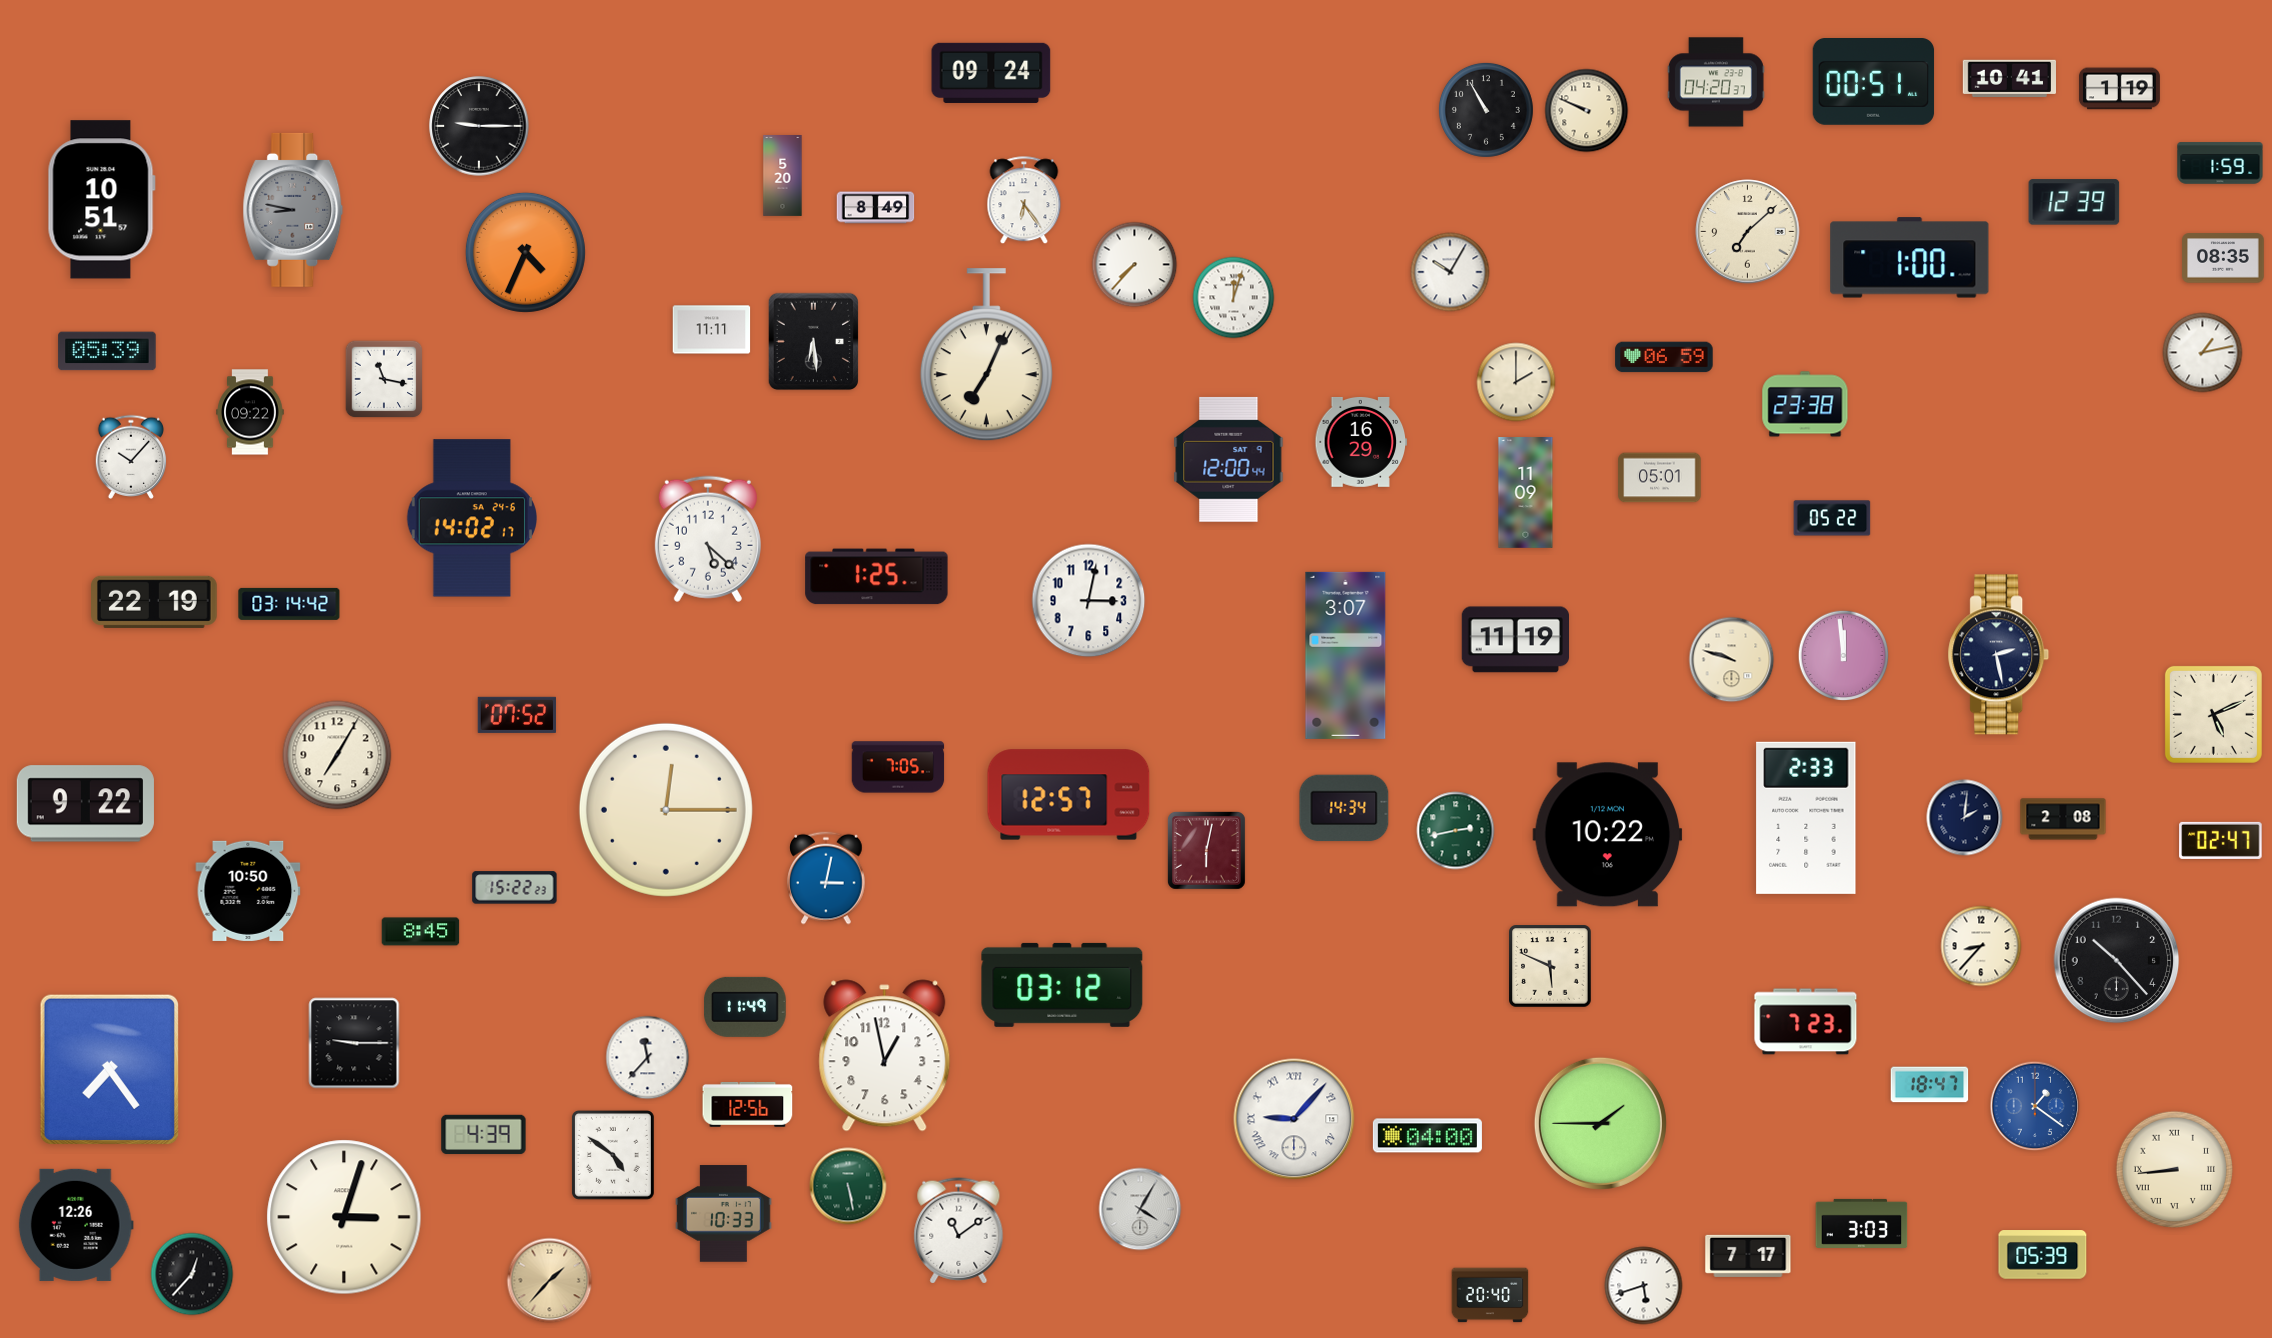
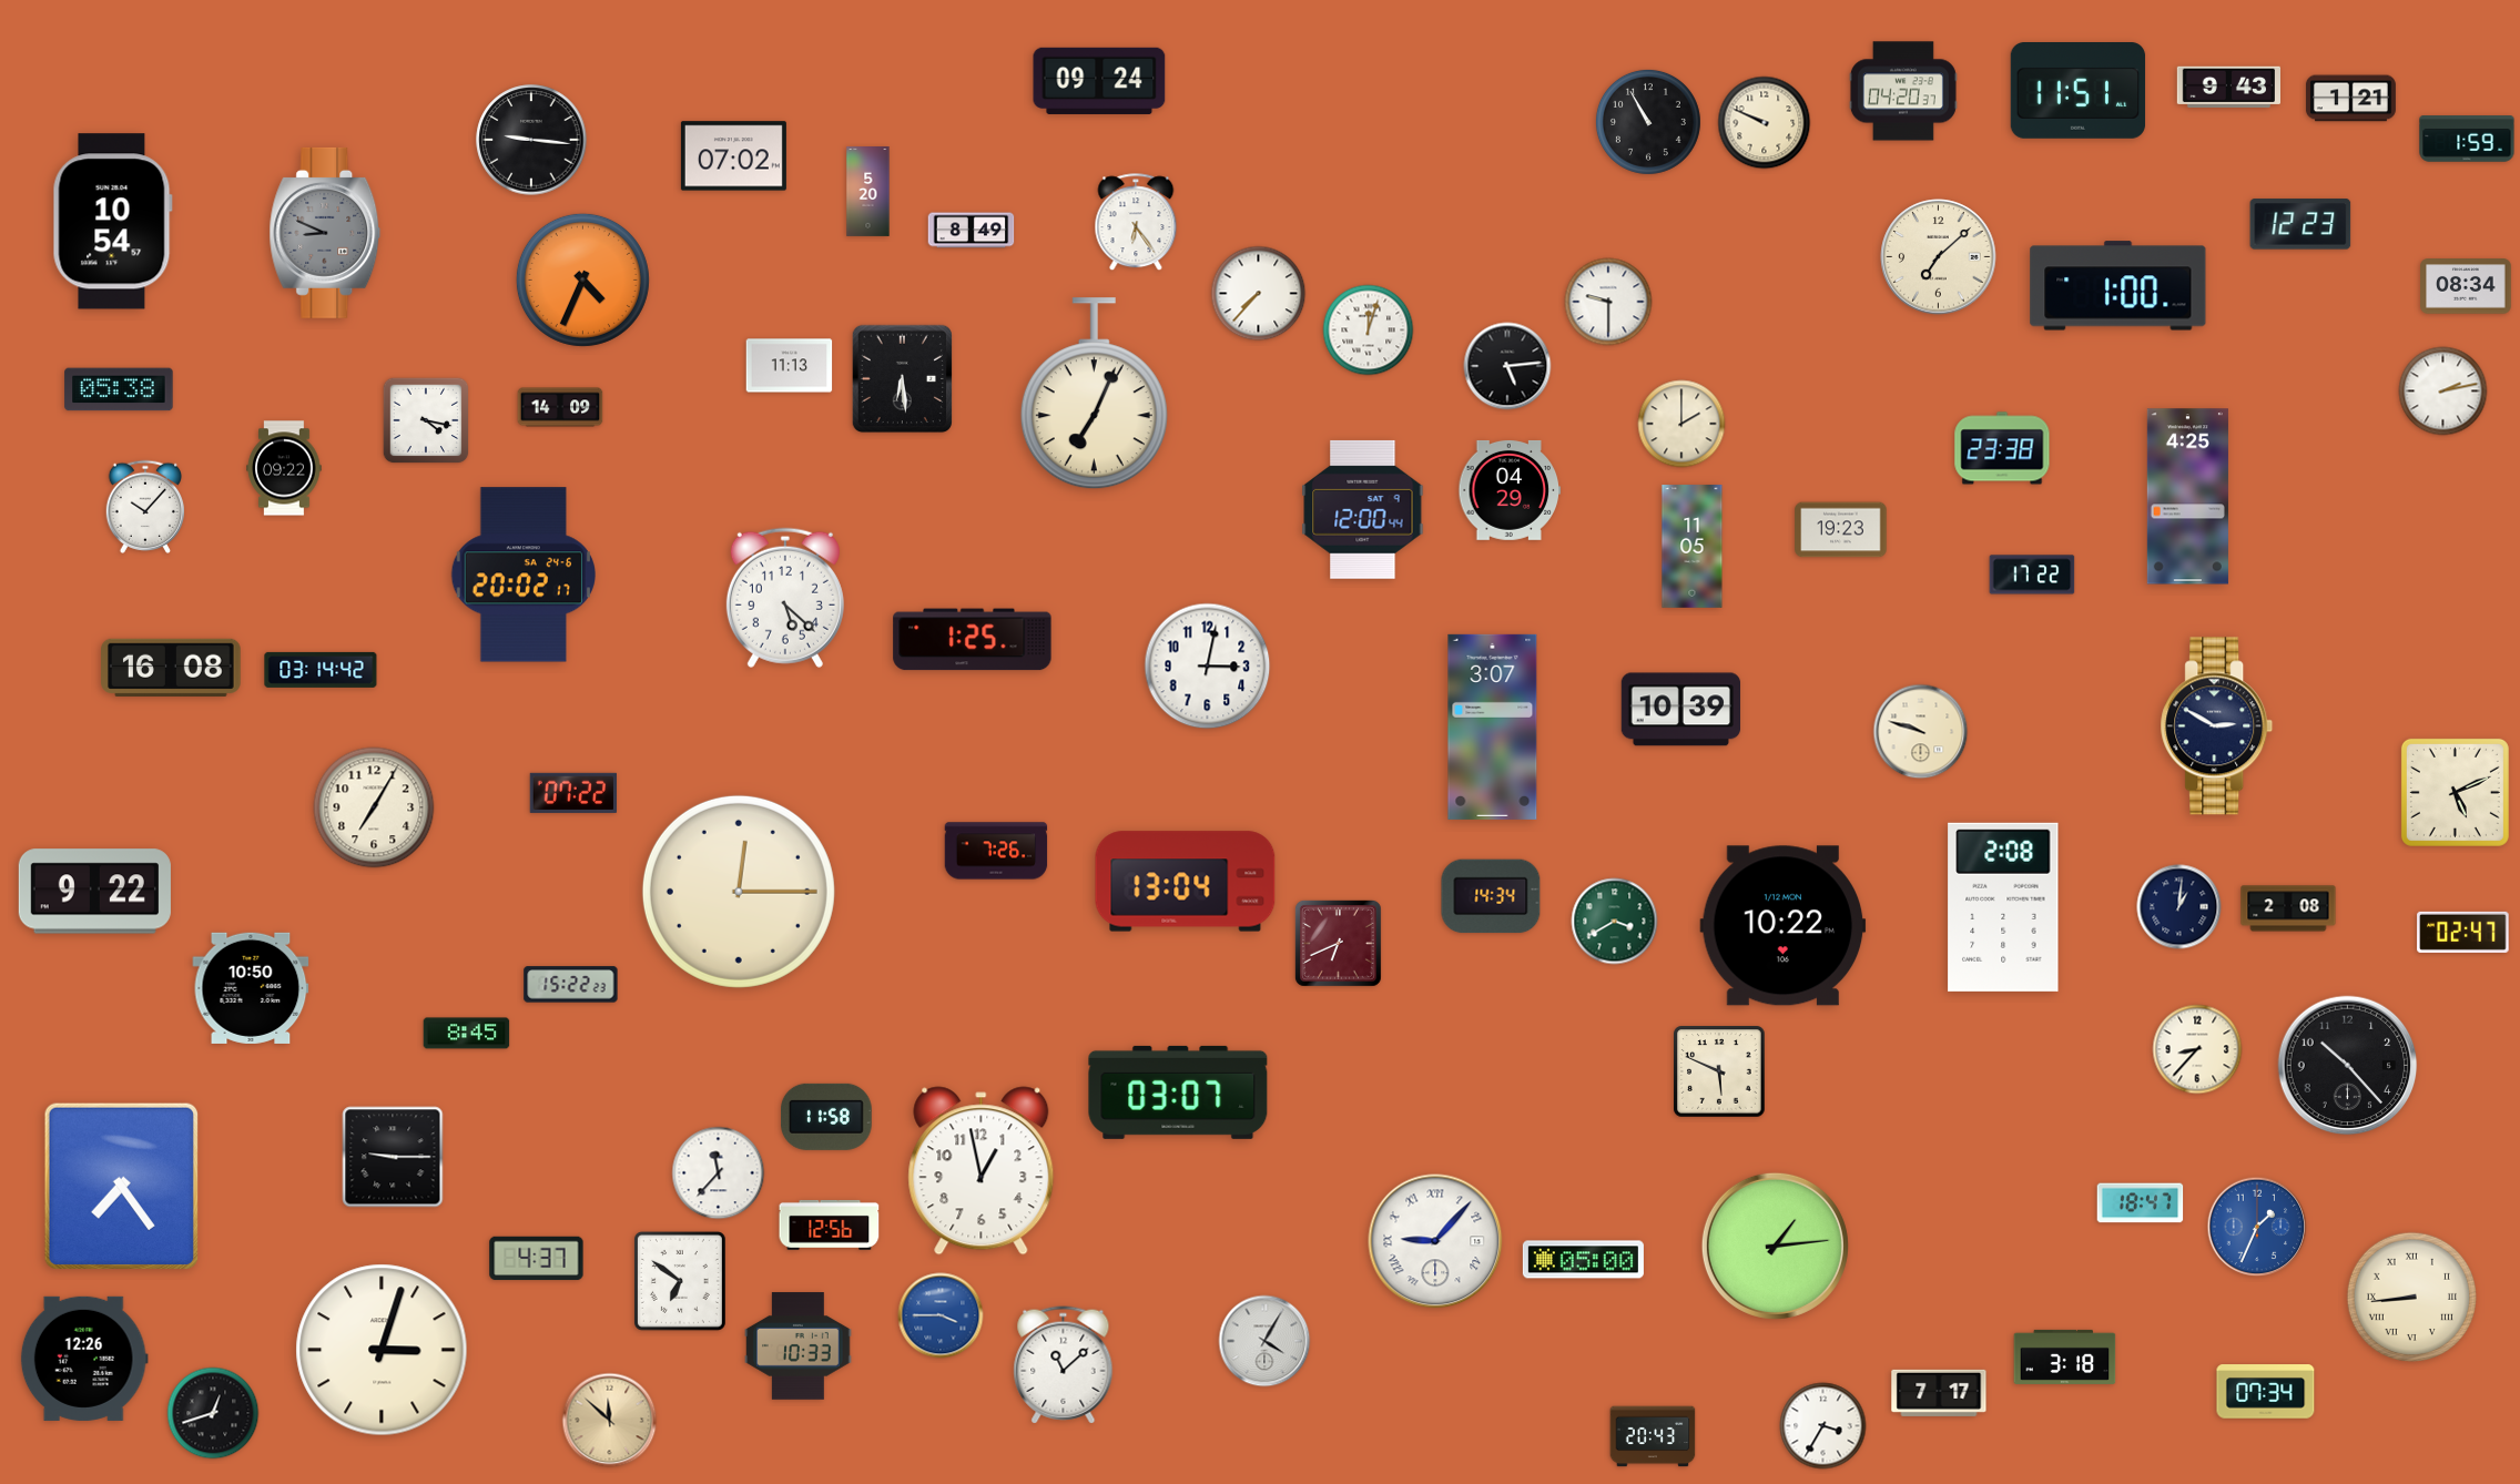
clock at (2009, 78): 10:41 -> 9:43
clock at (1874, 82): 00:51 -> 11:51
clock at (2119, 89): 1:19 -> 1:21
clock at (1587, 111) position: (1587, 111) -> (1765, 123)
clock at (479, 126): 9:15 -> 9:16
clock at (733, 156): none -> 07:02
clock at (2220, 163) position: (2220, 163) -> (2467, 139)
clock at (783, 176) position: (783, 176) -> (868, 192)
clock at (101, 200): 10:51 -> 10:54
clock at (2074, 202): 12:39 -> 12:23
clock at (293, 210): 8:47 -> 8:49
clock at (2223, 258): 08:35 -> 08:34
clock at (1450, 272): 10:05 -> 9:30
clock at (712, 330): 11:11 -> 11:13
clock at (1507, 366): none -> 5:14
clock at (107, 351): 05:39 -> 05:38
clock at (2203, 353): 1:13 -> 2:13
clock at (1664, 357): 06:59 -> none
clock at (560, 407): none -> 14:09
clock at (384, 379): 11:17 -> 4:17
clock at (250, 412) position: (250, 412) -> (284, 468)
clock at (1361, 442): 16:29 -> 04:29
clock at (2187, 497): none -> 4:25
clock at (1660, 478): 05:01 -> 19:23
clock at (1526, 493): 11:09 -> 11:05
clock at (471, 518): 14:02 -> 20:02
clock at (1832, 518): 05:22 -> 17:22
clock at (155, 602): 22:19 -> 16:08
clock at (1515, 640): 11:19 -> 10:39
clock at (1999, 655): 2:28 -> 2:50
clock at (1844, 656): 11:59 -> none
clock at (516, 715): 07:52 -> 07:22
clock at (337, 755) position: (337, 755) -> (374, 807)
clock at (898, 767): 7:05 -> 7:26
clock at (1069, 795): 12:57 -> 13:04
clock at (666, 810) position: (666, 810) -> (739, 892)
clock at (1806, 818): 2:33 -> 2:08
clock at (1965, 818): 2:01 -> 1:01
clock at (1456, 831): 2:43 -> 3:40
clock at (1206, 850): 6:02 -> 6:41
clock at (826, 878): 3:02 -> none
clock at (248, 891) position: (248, 891) -> (251, 988)
clock at (1062, 985): 03:12 -> 03:07
clock at (746, 1007): 11:49 -> 11:58
clock at (1806, 1022): 7:23 -> none
clock at (2035, 1106): 1:21 -> 1:34
clock at (1600, 1123): 1:45 -> 1:14
clock at (484, 1135): 4:39 -> 4:37
clock at (1427, 1136): 04:00 -> 05:00
clock at (613, 1155): 4:51 -> 6:51
clock at (848, 1186): 5:28 -> 3:45
clock at (848, 1186) dial: green -> blue
clock at (724, 1214) position: (724, 1214) -> (799, 1346)
clock at (1862, 1223): 3:03 -> 3:18
clock at (959, 1231): 11:09 -> 11:08
clock at (2043, 1255): 05:39 -> 07:34
clock at (192, 1274): 12:37 -> 12:42
clock at (550, 1281): 1:37 -> 11:52
clock at (1644, 1286): 5:42 -> 3:35
clock at (1490, 1295): 20:40 -> 20:43
